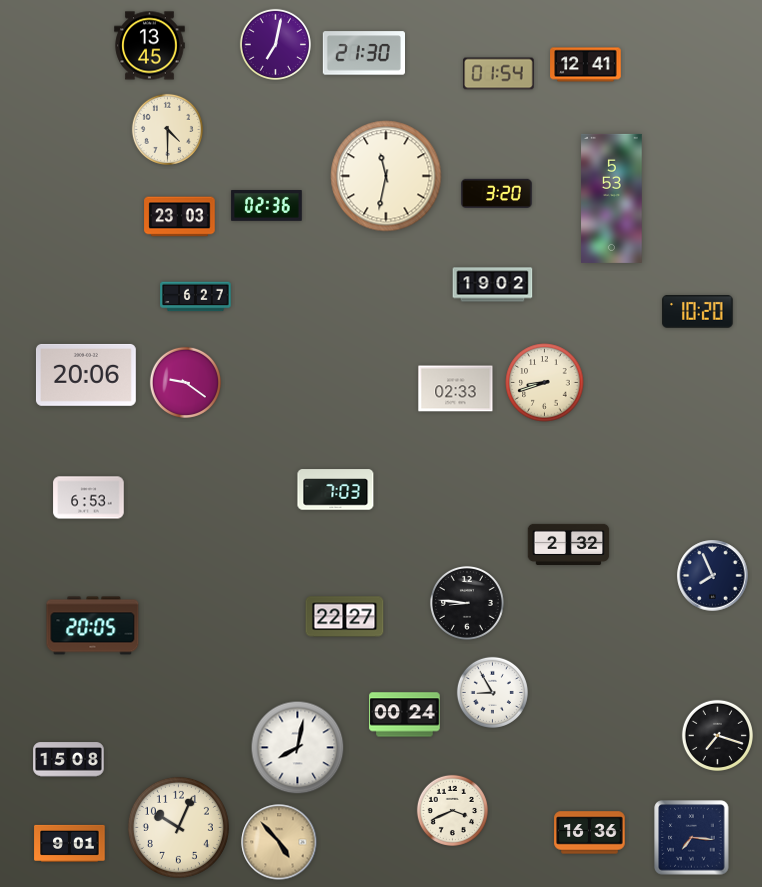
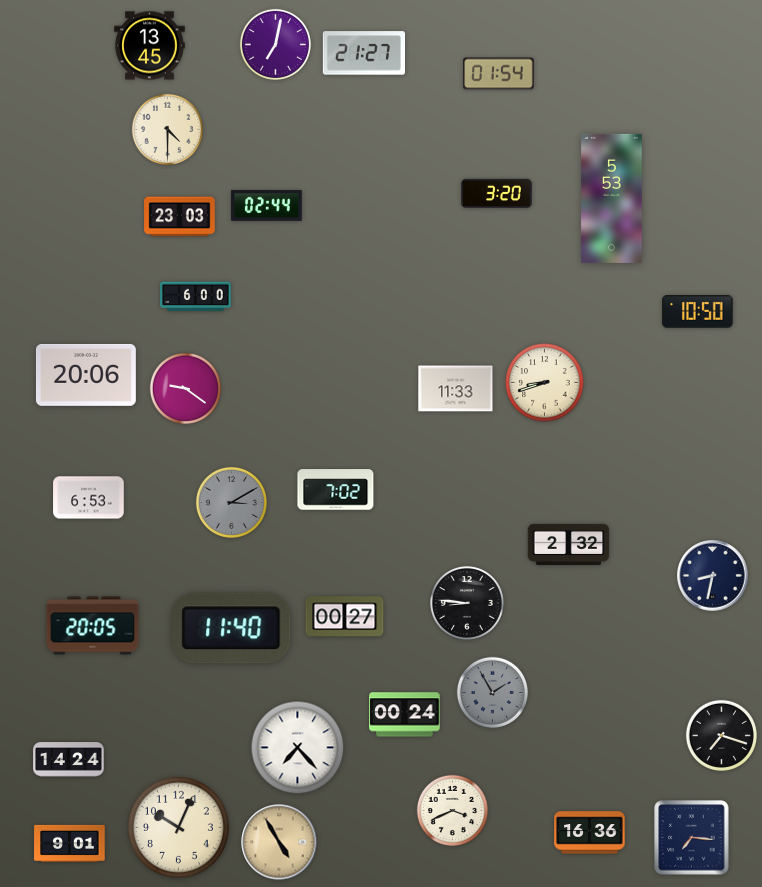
clock at (363, 53): 21:30 -> 21:27
clock at (586, 65): 12:41 -> none
clock at (386, 176): 11:32 -> none
clock at (267, 206): 02:36 -> 02:44
clock at (493, 285): 19:02 -> none
clock at (196, 297): 6:27 -> 6:00
clock at (698, 312): 10:20 -> 10:50
clock at (185, 382) position: (185, 382) -> (185, 388)
clock at (456, 389): 02:33 -> 11:33
clock at (336, 490): 7:03 -> 7:02
clock at (231, 502): none -> 3:10
clock at (713, 576): 7:56 -> 8:32
clock at (345, 617): 22:27 -> 00:27
clock at (231, 628): none -> 11:40
clock at (492, 692): 8:55 -> 1:55
clock at (492, 692) dial: white -> grey
clock at (717, 735) position: (717, 735) -> (721, 735)
clock at (298, 748): 8:02 -> 7:23
clock at (69, 760): 15:08 -> 14:24
clock at (279, 842): 4:53 -> 4:55
